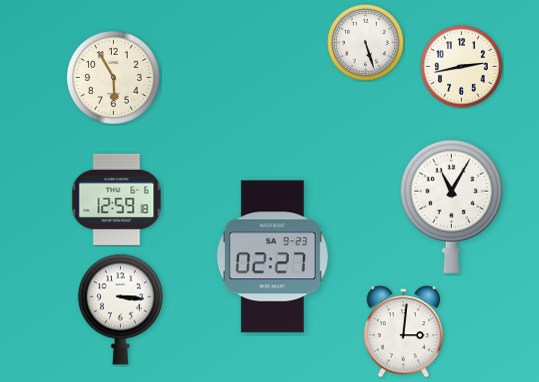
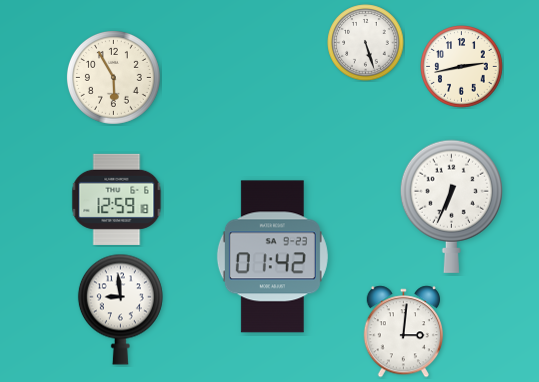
clock at (451, 206): 11:05 -> 6:34
clock at (272, 257): 02:27 -> 01:42
clock at (120, 309): 3:16 -> 8:59
